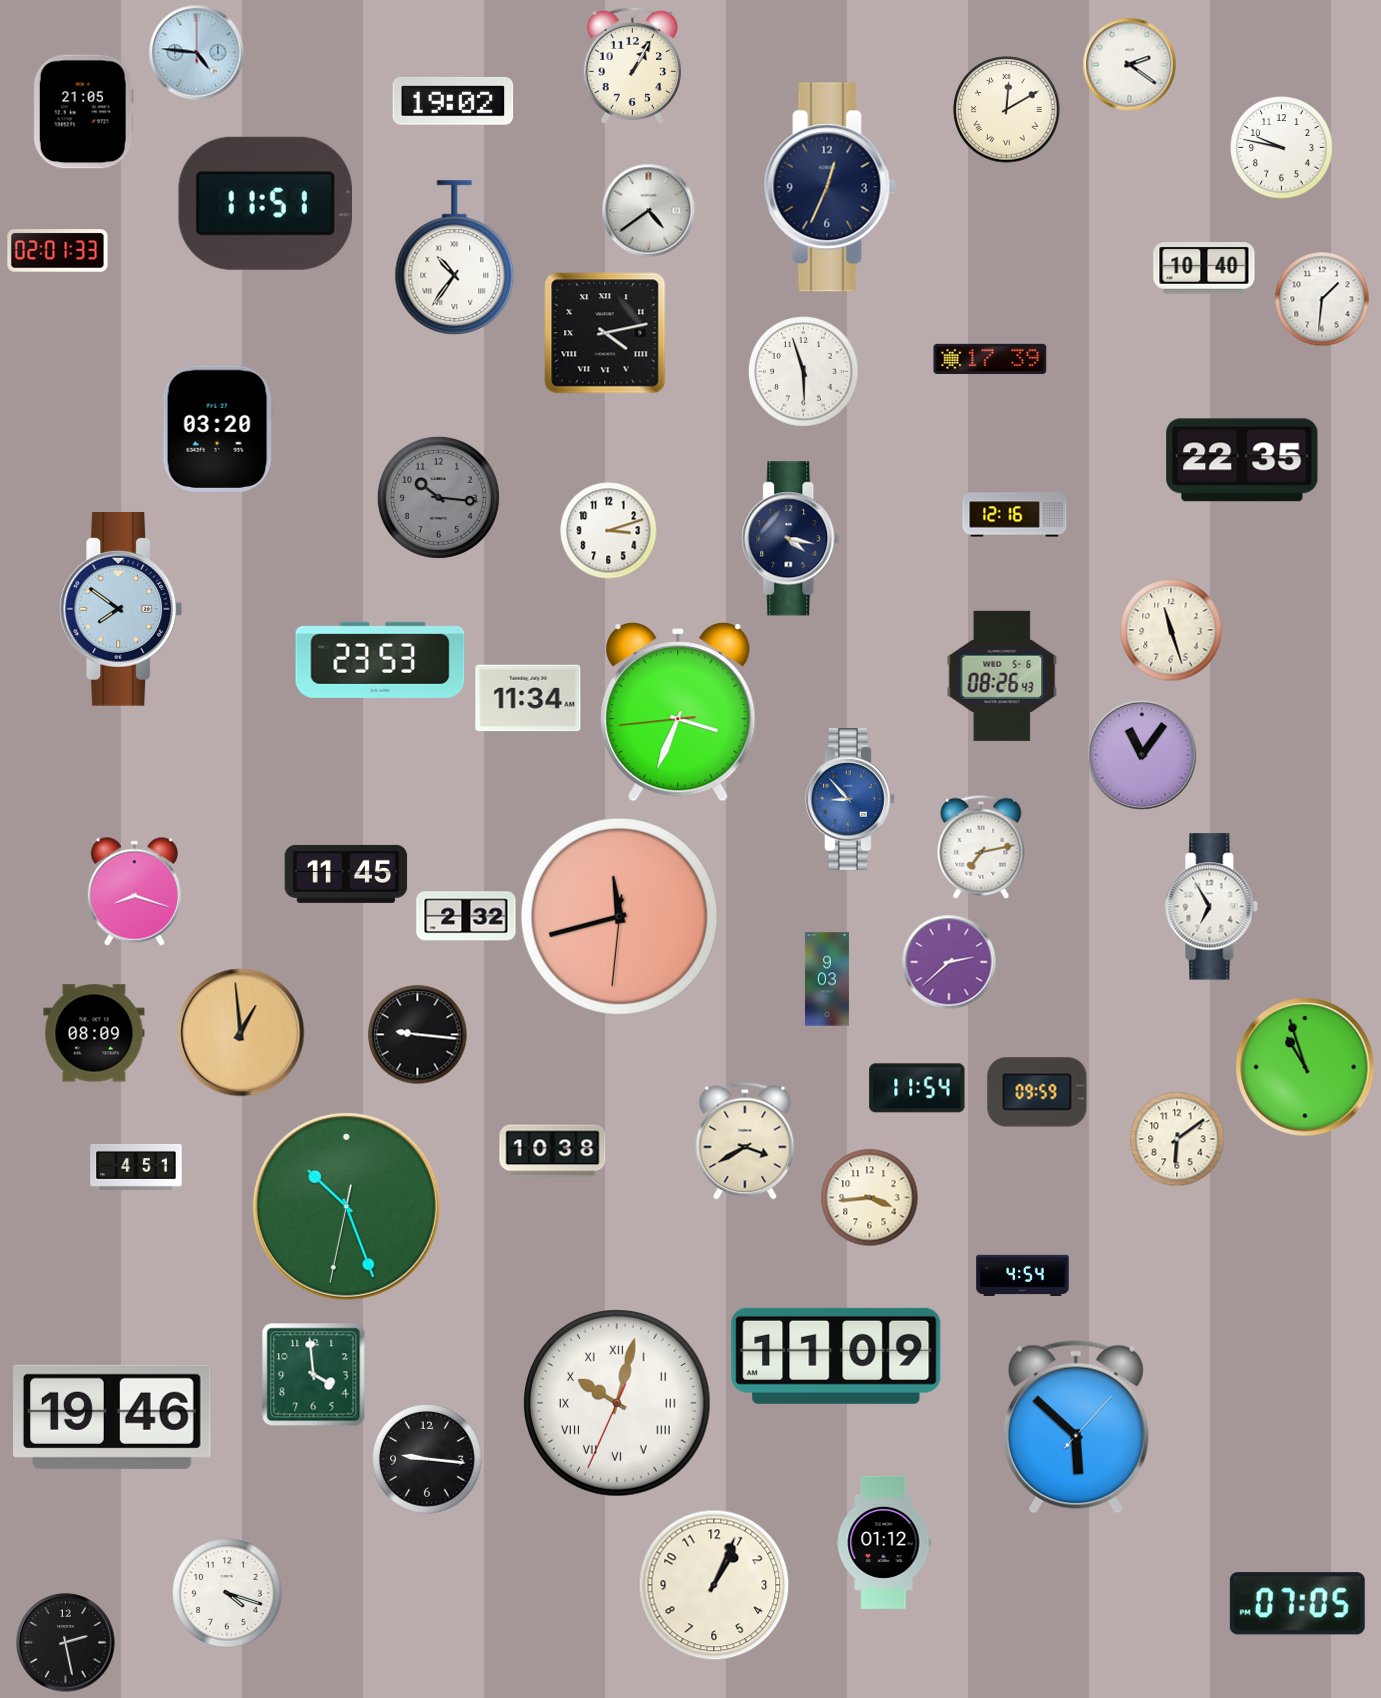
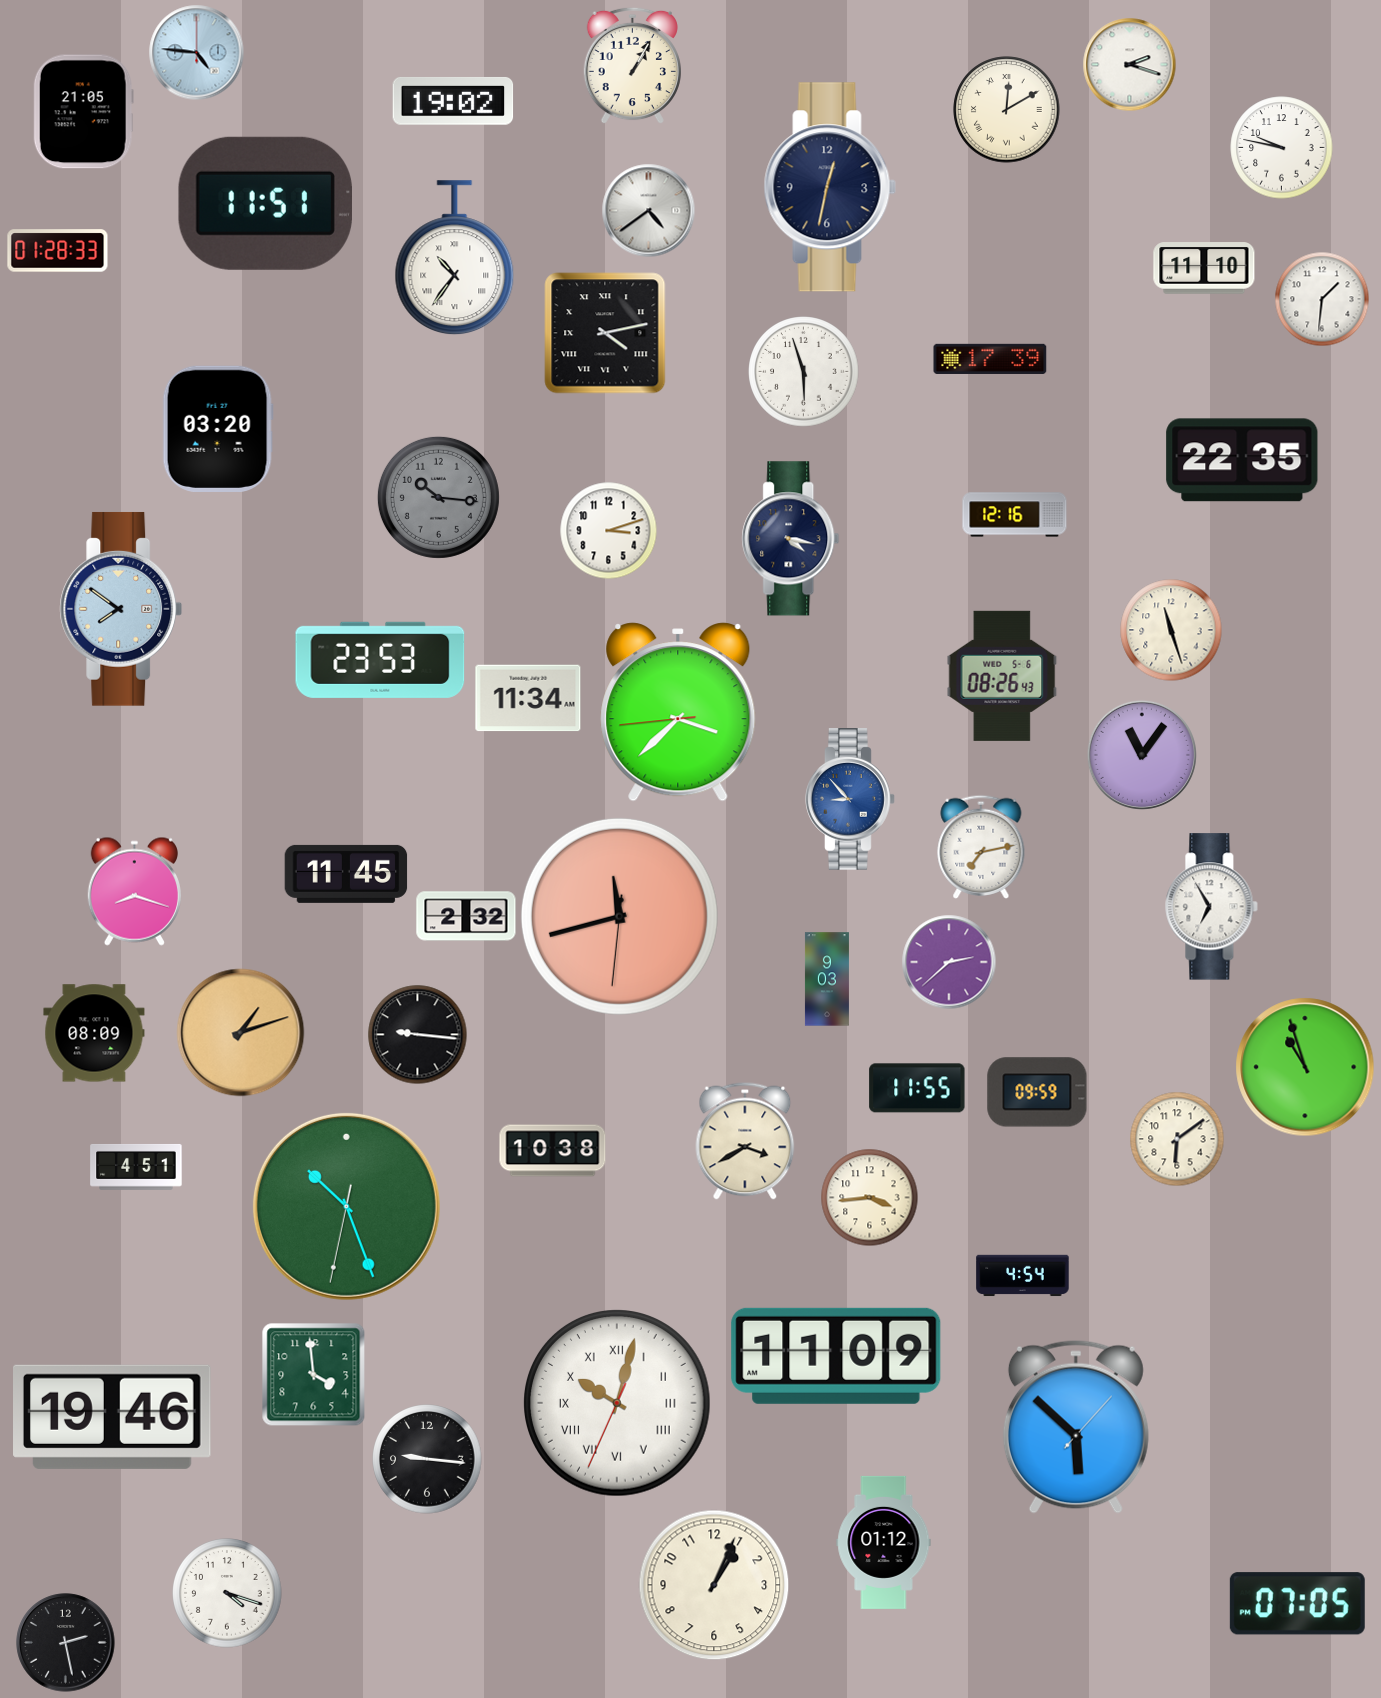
clock at (1129, 64): 2:21 -> 2:18
clock at (830, 187): 12:34 -> 12:32
clock at (58, 251): 02:01 -> 01:28
clock at (1204, 268): 10:40 -> 11:10
clock at (678, 712): 3:33 -> 3:37
clock at (241, 1033): 12:59 -> 1:12
clock at (917, 1088): 11:54 -> 11:55
